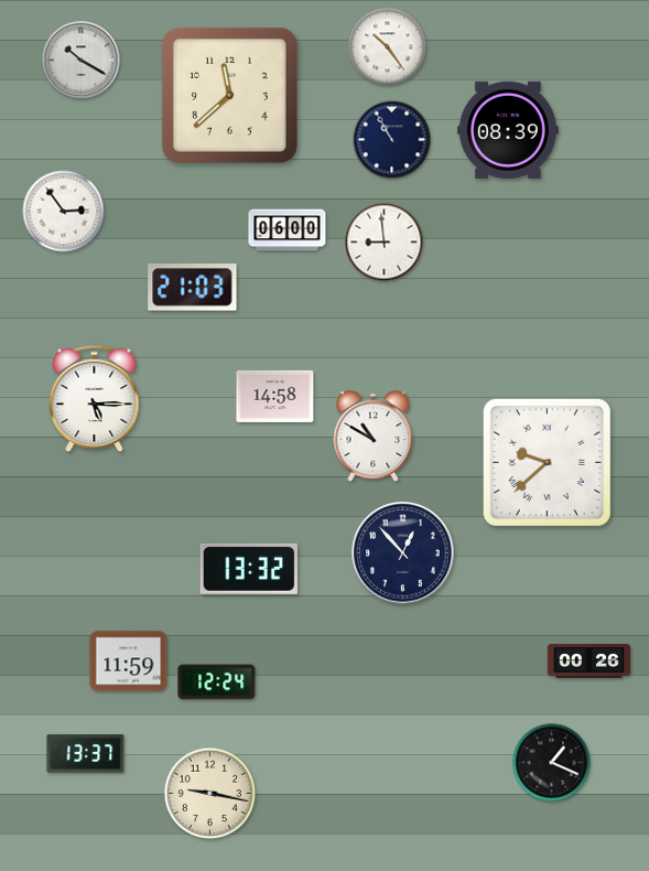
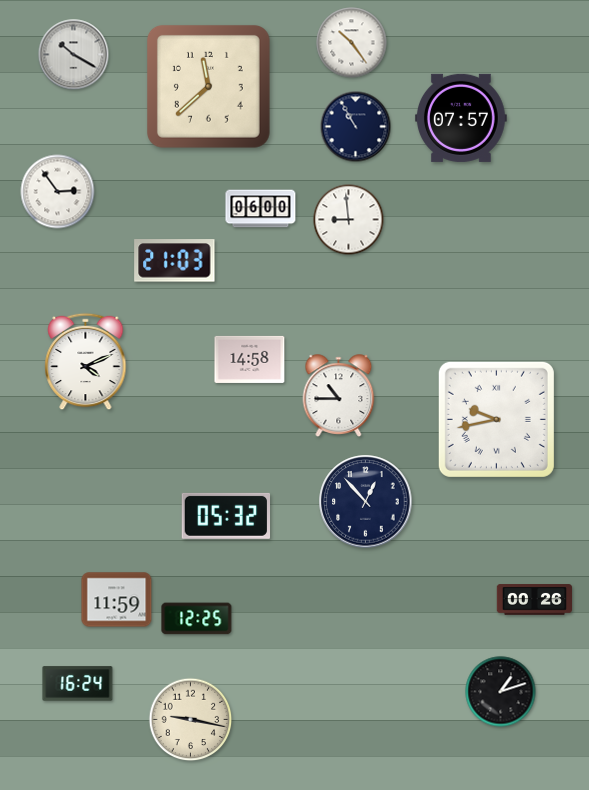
clock at (508, 130): 08:39 -> 07:57
clock at (95, 399): 5:15 -> 4:11
clock at (374, 437): 10:50 -> 10:45
clock at (547, 462): 9:38 -> 9:43
clock at (249, 569): 13:32 -> 05:32
clock at (217, 682): 12:24 -> 12:25
clock at (86, 754): 13:37 -> 16:24
clock at (552, 763): 1:19 -> 1:12
